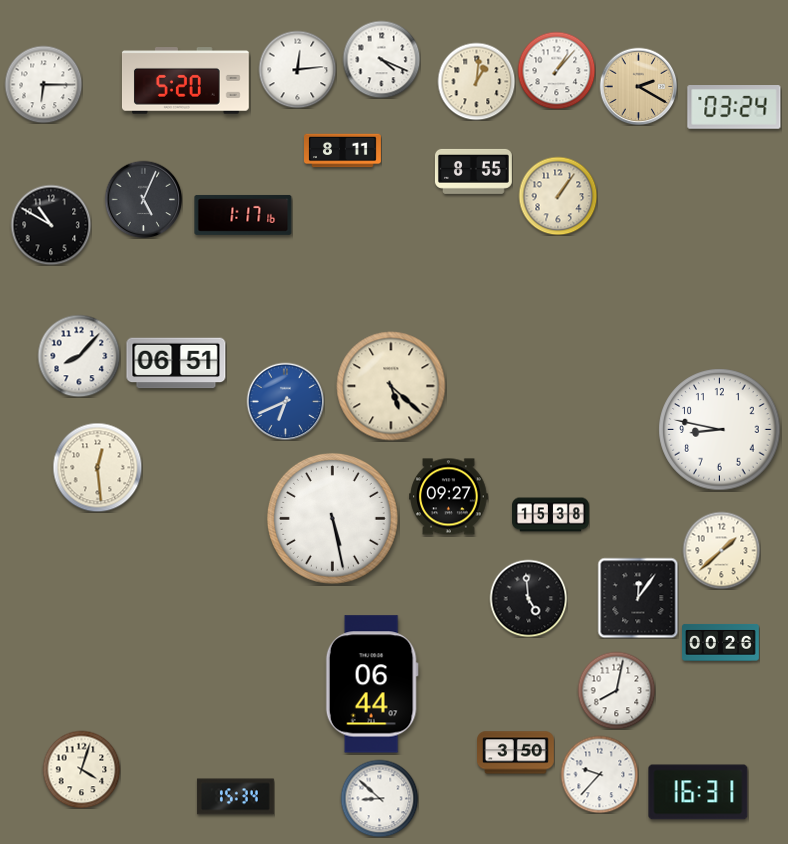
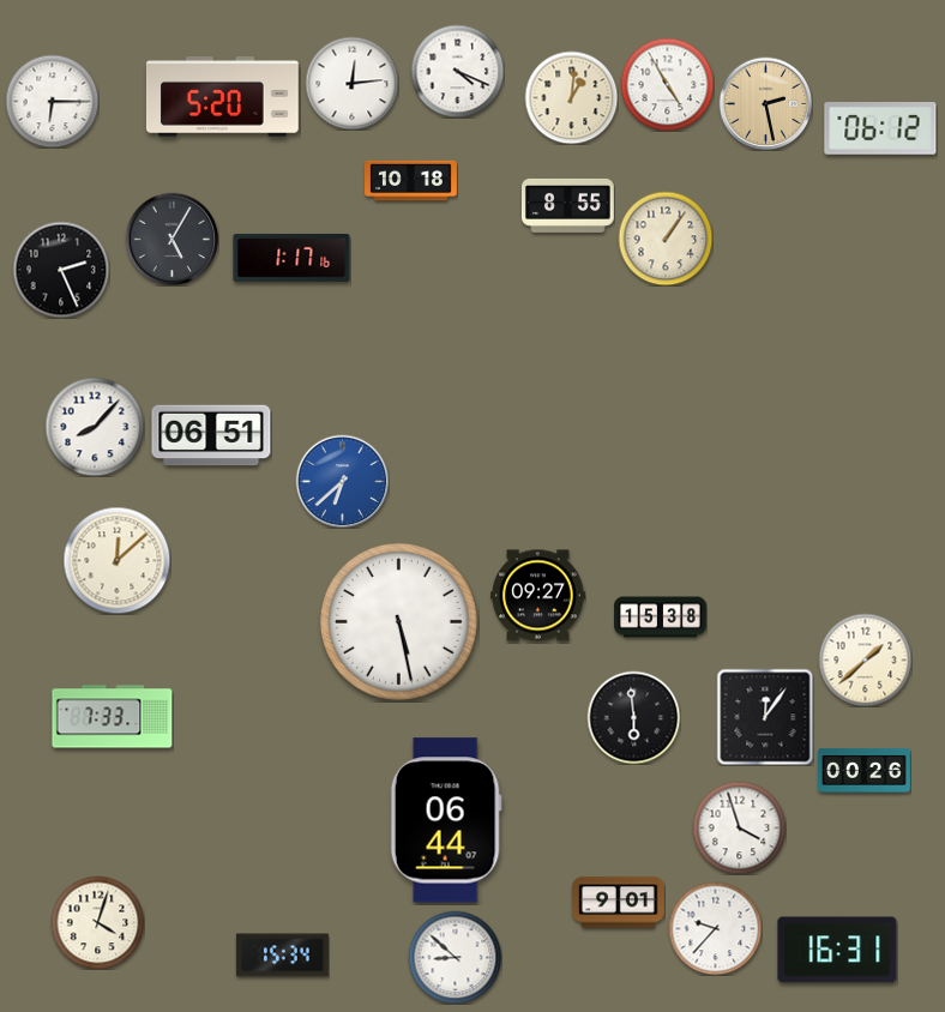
clock at (297, 69) position: (297, 69) -> (351, 83)
clock at (556, 70): 1:07 -> 4:55
clock at (638, 86): 2:20 -> 2:28
clock at (734, 108): 03:24 -> 06:12
clock at (343, 151): 8:11 -> 10:18
clock at (558, 196) position: (558, 196) -> (666, 239)
clock at (143, 199): 5:04 -> 5:05
clock at (51, 225): 10:50 -> 2:26
clock at (391, 386): 5:22 -> none
clock at (285, 401): 6:41 -> 6:38
clock at (720, 430): 8:47 -> none
clock at (97, 467): 12:29 -> 12:08
clock at (113, 717): none -> 7:33
clock at (528, 598): 4:59 -> 5:59
clock at (616, 690): 8:02 -> 3:57
clock at (516, 753): 3:50 -> 9:01
clock at (599, 774) position: (599, 774) -> (715, 928)
